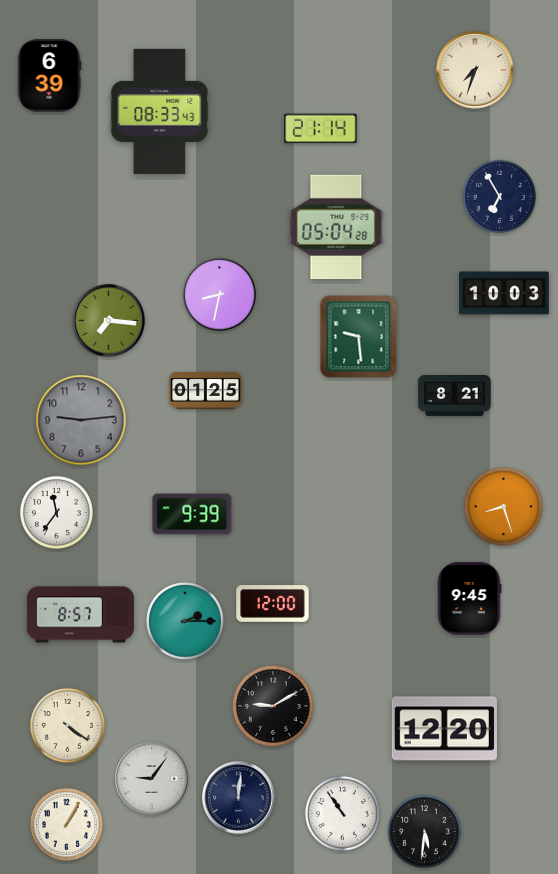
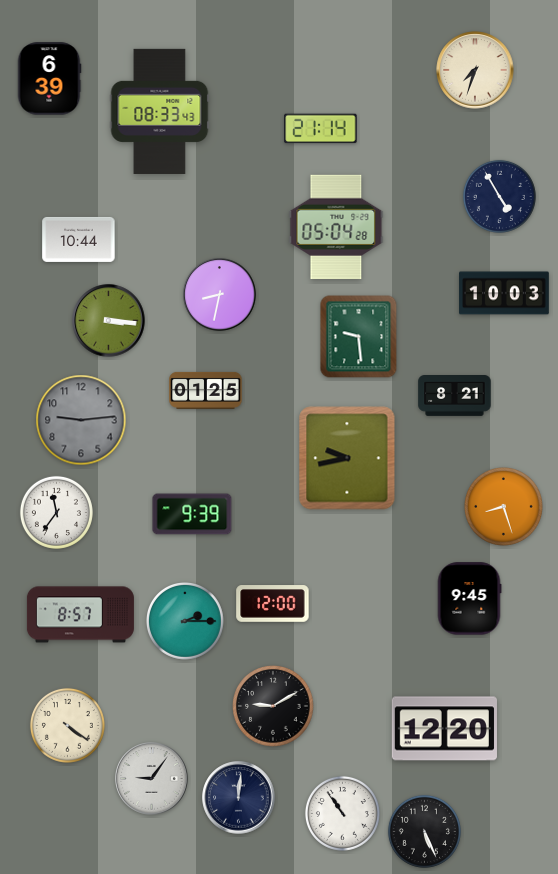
clock at (49, 76) position: (49, 76) -> (49, 79)
clock at (499, 196): 6:55 -> 4:55
clock at (79, 239): none -> 10:44
clock at (109, 321): 7:16 -> 3:16
clock at (347, 458): none -> 9:43
clock at (66, 824): 1:05 -> none
clock at (424, 831): 5:31 -> 5:26
